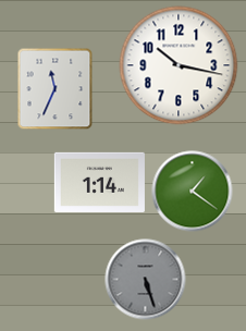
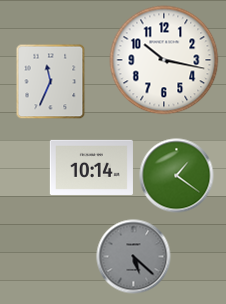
clock at (99, 182): 1:14 -> 10:14
clock at (146, 280): 5:27 -> 5:22
